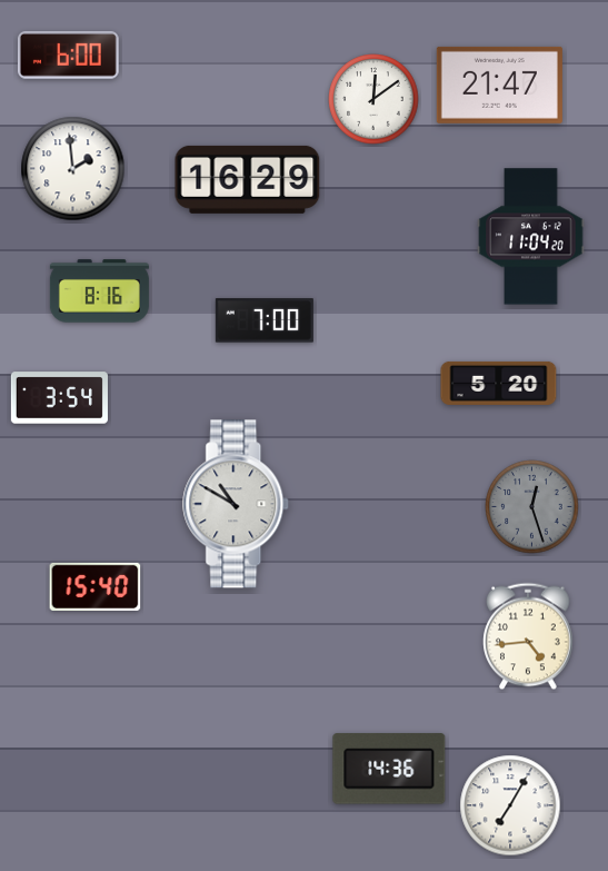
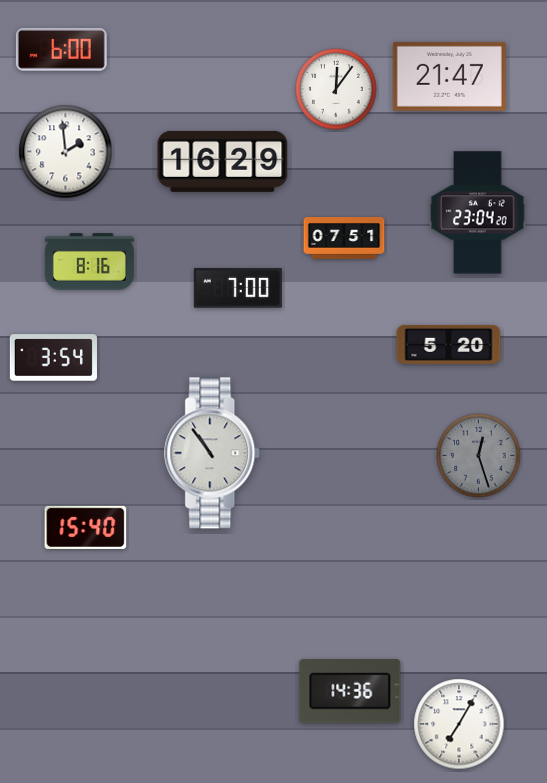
clock at (373, 99): 12:09 -> 12:06
clock at (531, 237): 11:04 -> 23:04
clock at (344, 239): none -> 07:51
clock at (237, 504): 10:50 -> 10:54
clock at (528, 636): 4:44 -> none
